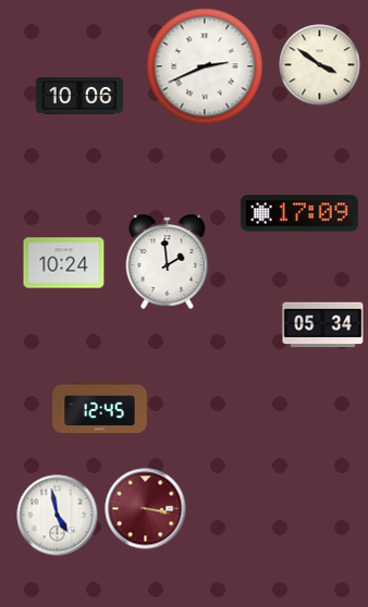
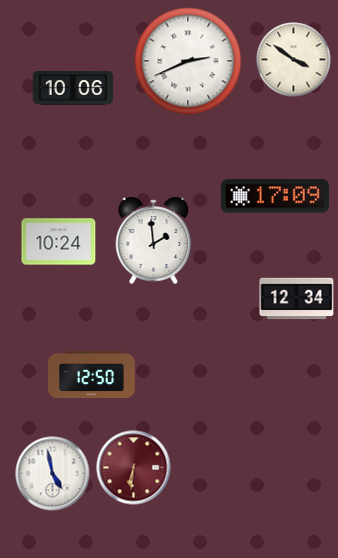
clock at (323, 325): 05:34 -> 12:34
clock at (100, 408): 12:45 -> 12:50
clock at (146, 509): 3:17 -> 6:31
